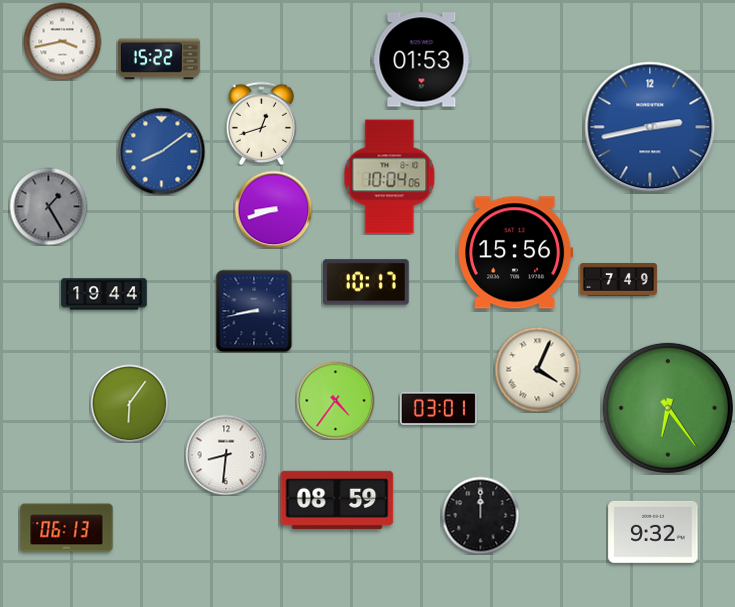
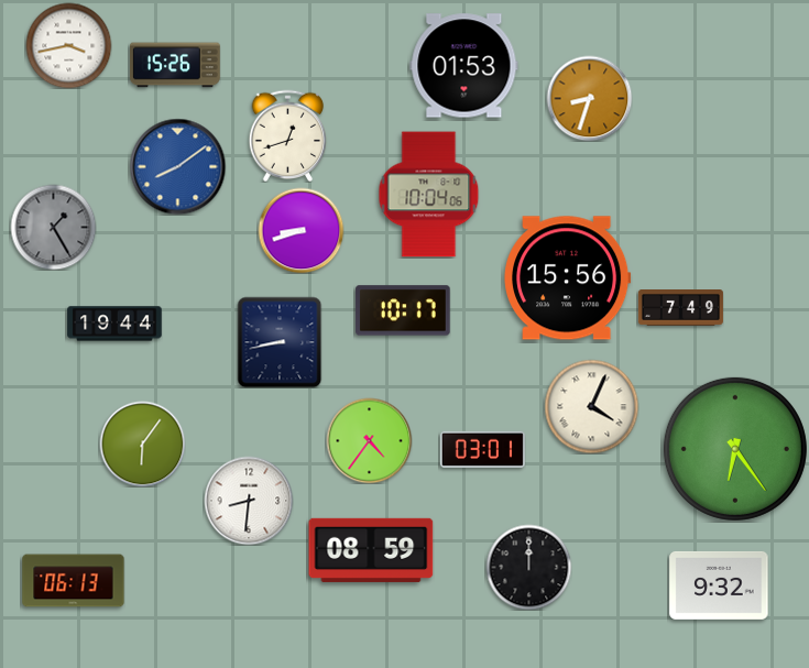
clock at (160, 59): 15:22 -> 15:26
clock at (589, 98): none -> 8:33
clock at (650, 127): 2:43 -> none
